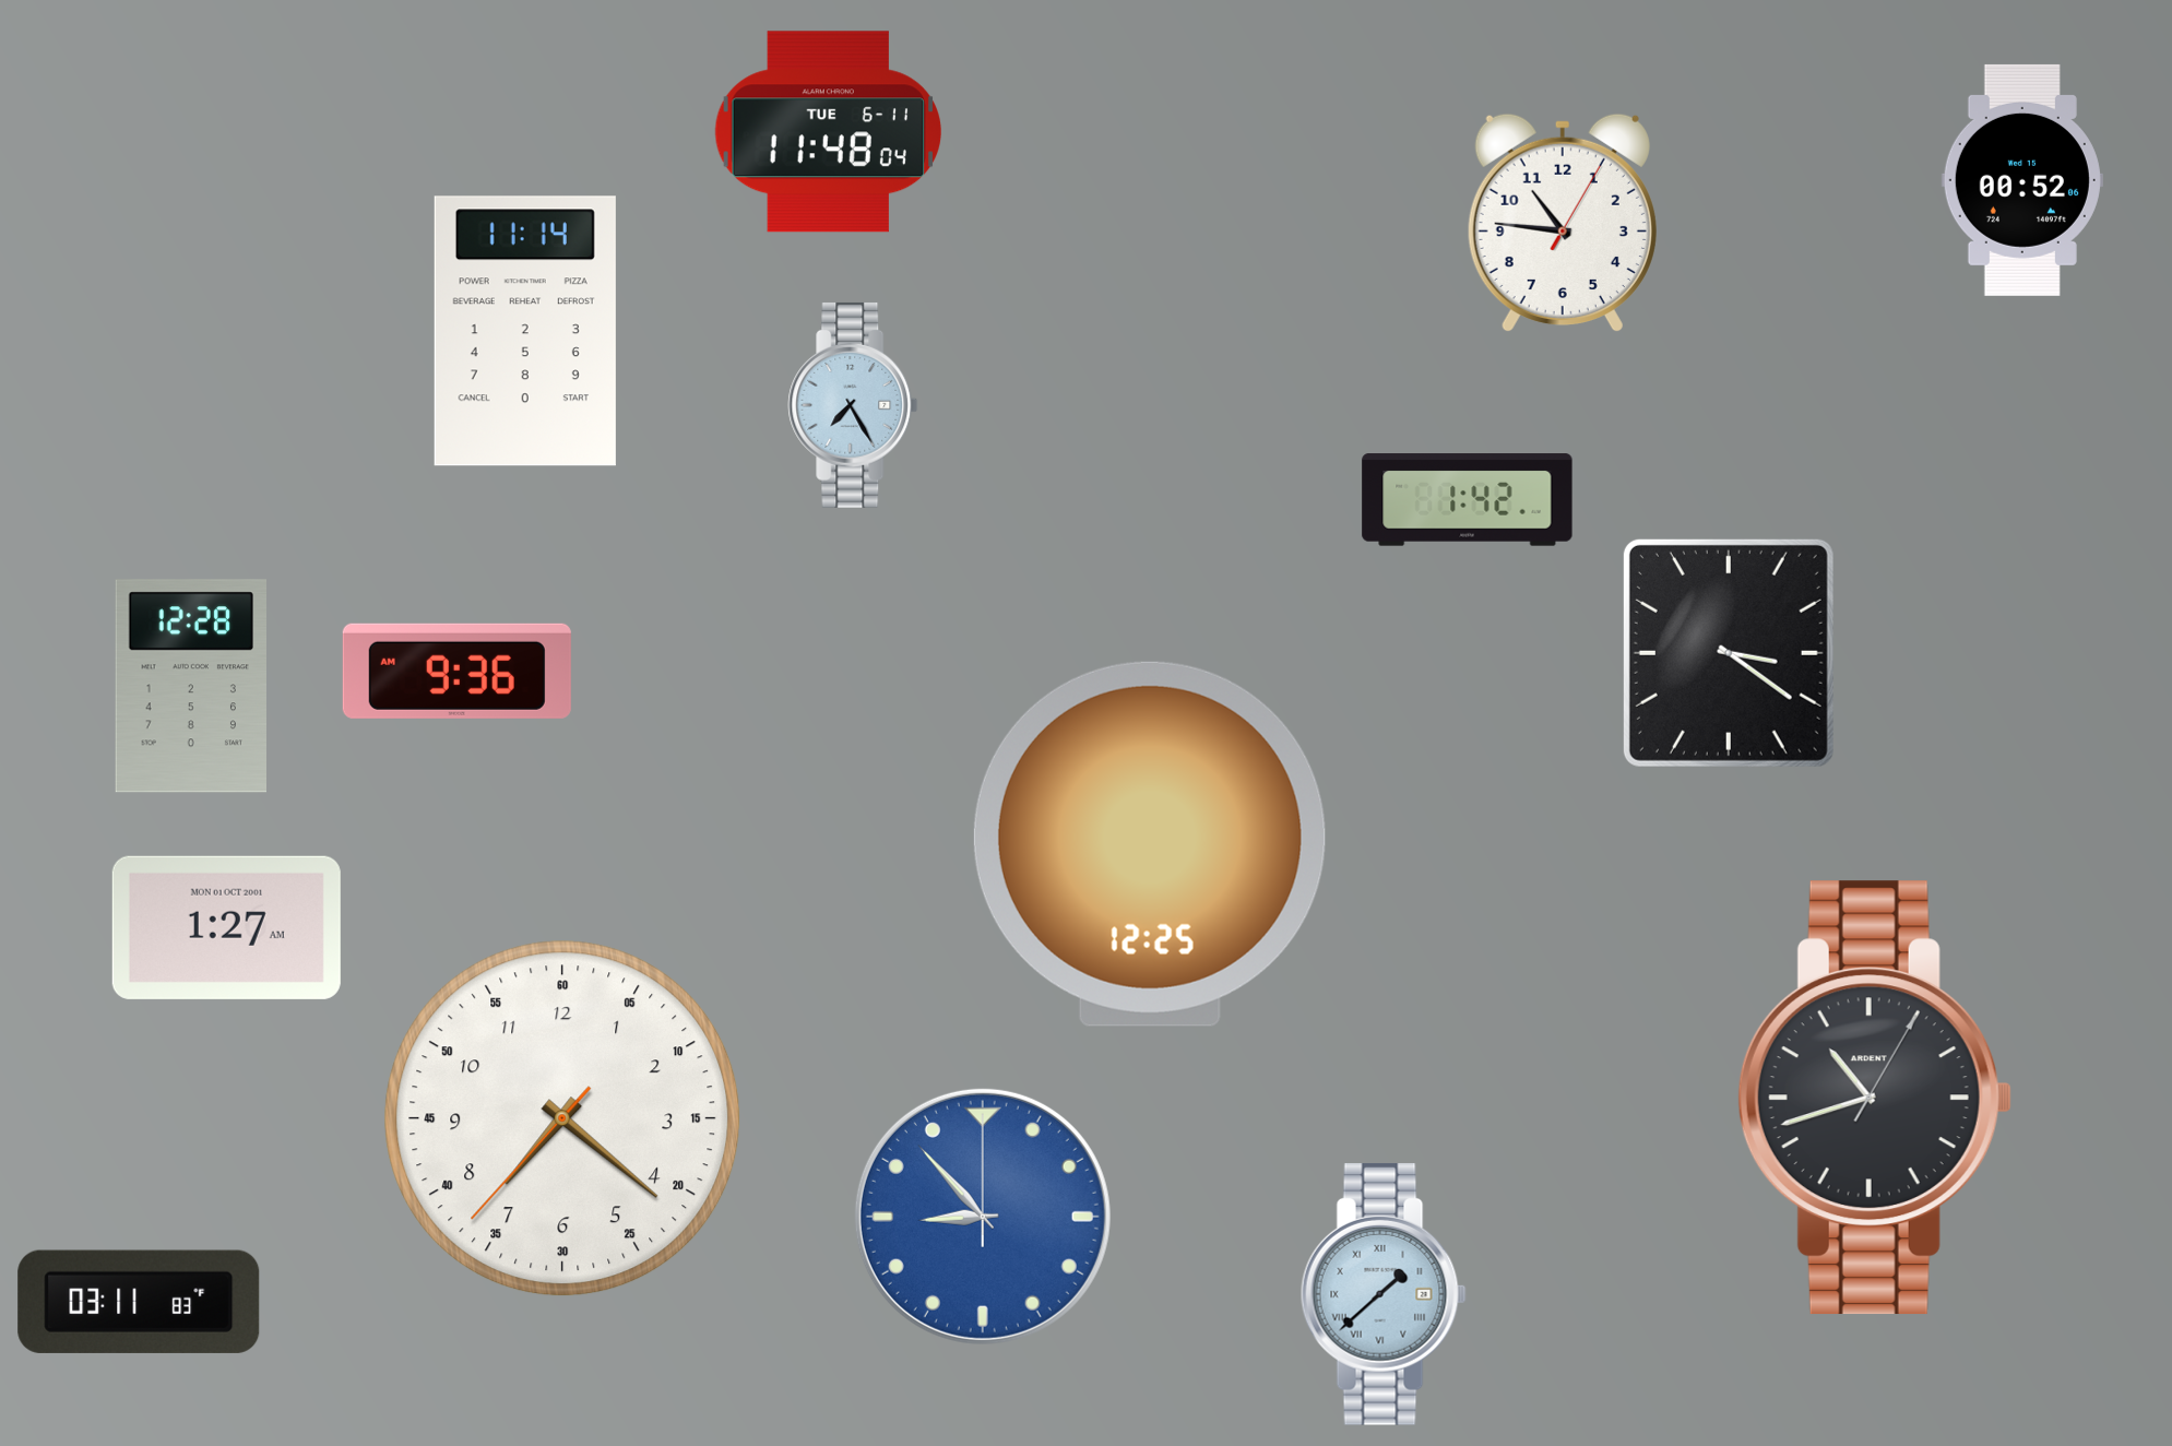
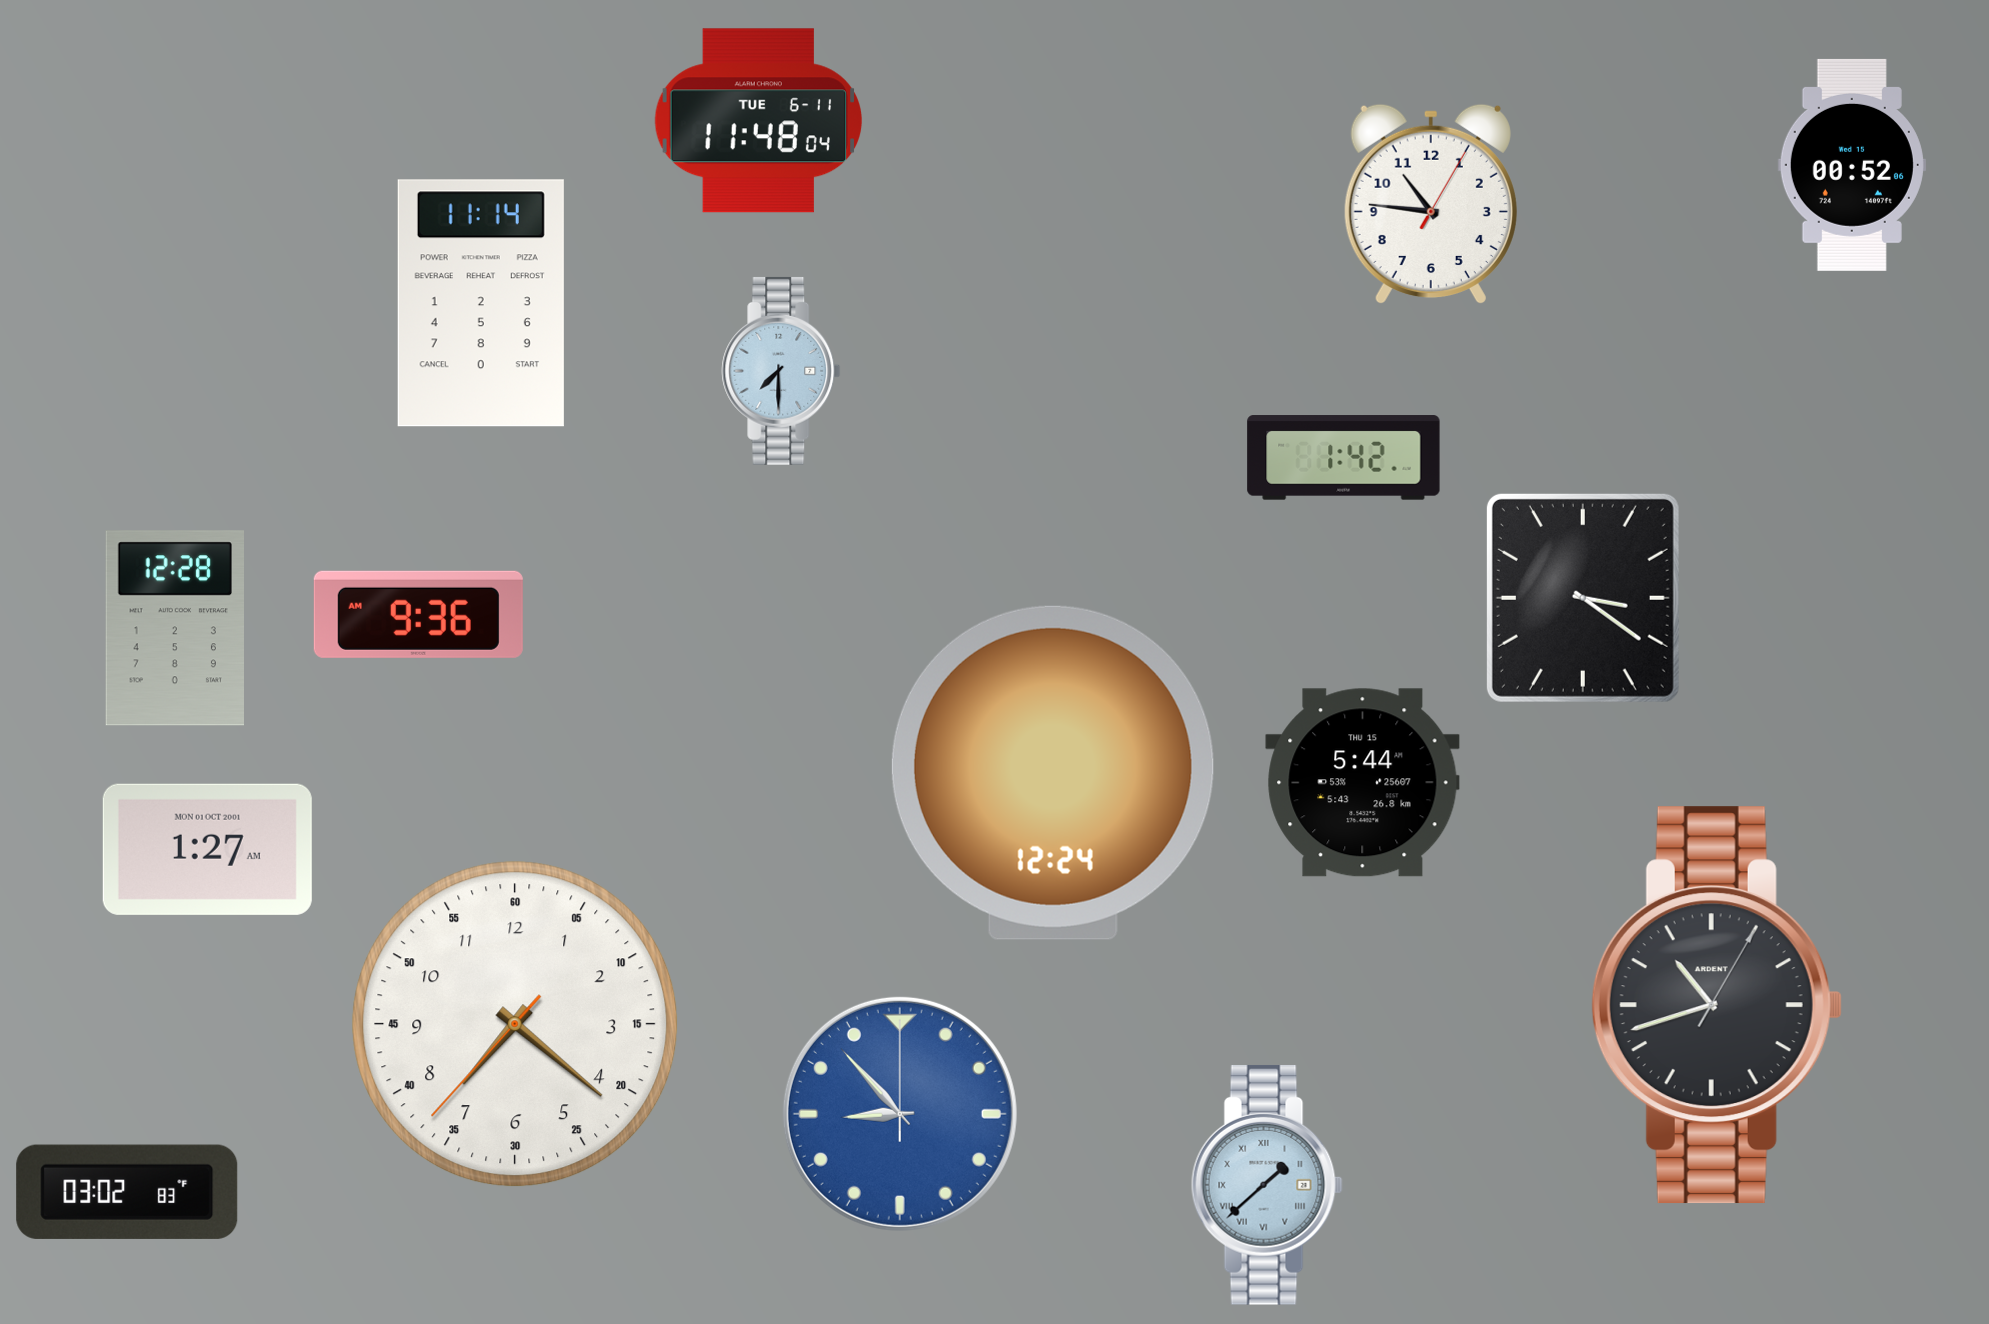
clock at (853, 405): 7:25 -> 7:30
clock at (1150, 844): 12:25 -> 12:24
clock at (1363, 783): none -> 5:44
clock at (139, 1302): 03:11 -> 03:02
